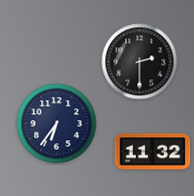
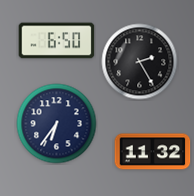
clock at (57, 41): none -> 6:50
clock at (140, 62): 2:30 -> 2:25
